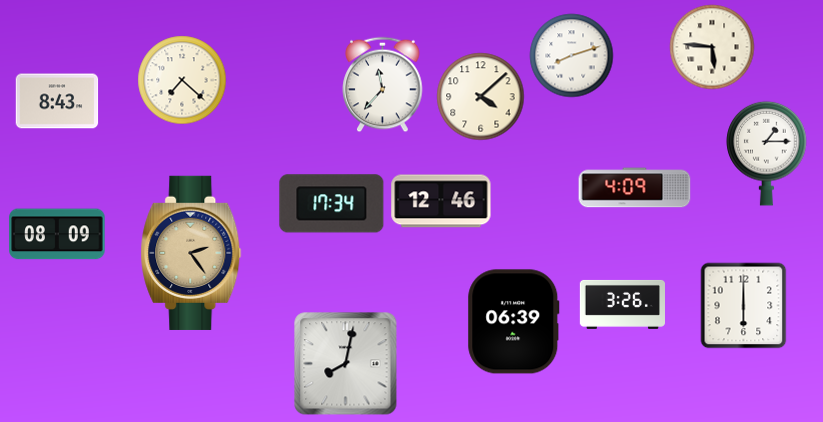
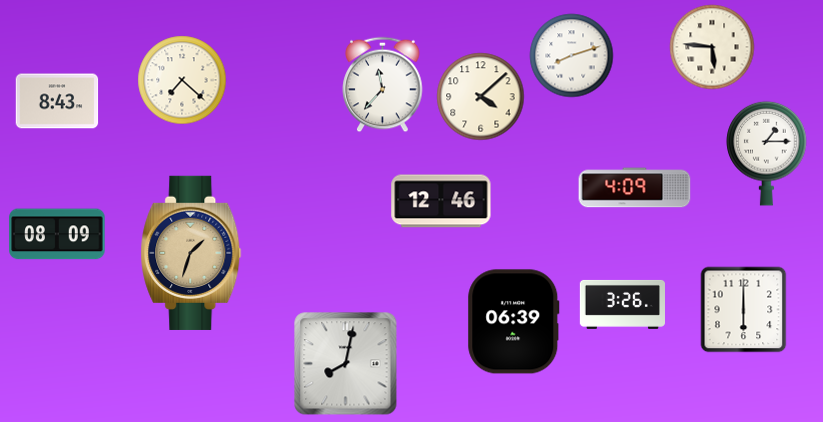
clock at (332, 204): 17:34 -> none
clock at (191, 253): 2:24 -> 1:33
clock at (744, 306) position: (744, 306) -> (744, 310)
